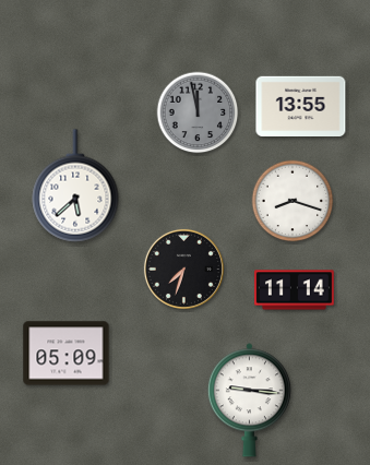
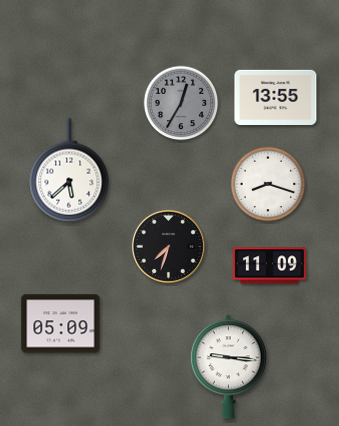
clock at (198, 112): 11:58 -> 12:35
clock at (294, 290): 11:14 -> 11:09
